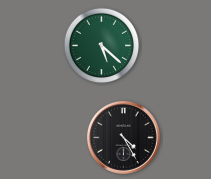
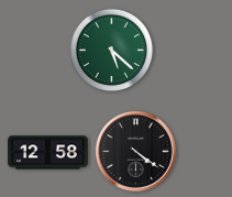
clock at (123, 137): 4:25 -> 4:21
clock at (48, 153): none -> 12:58
